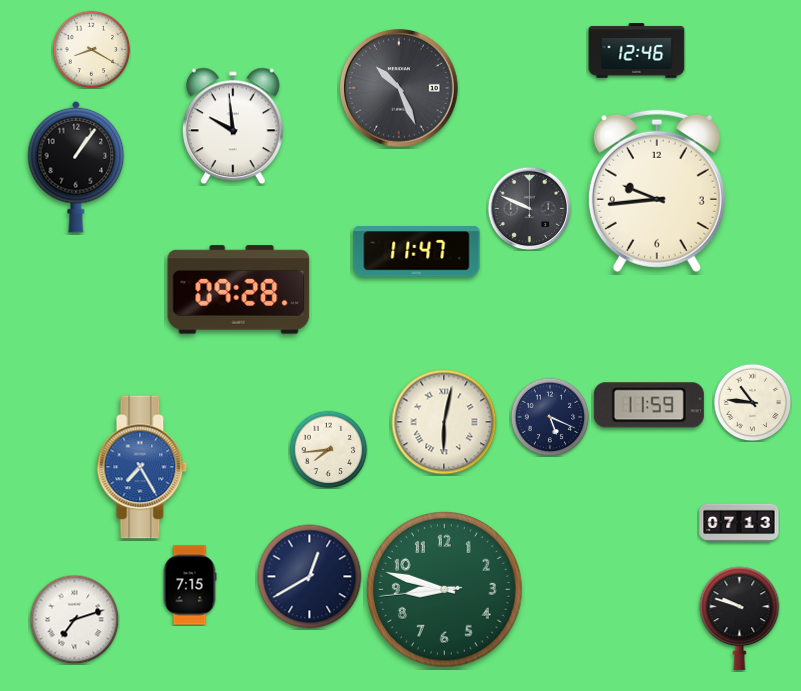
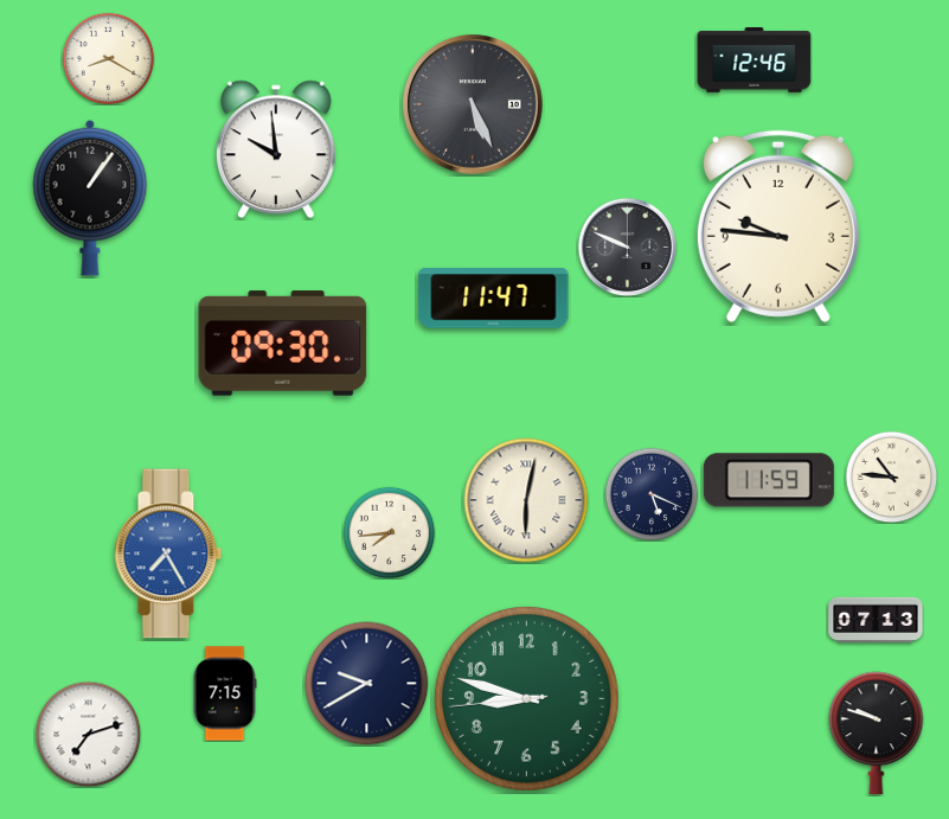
clock at (399, 88): 10:26 -> 5:26
clock at (657, 191): 9:44 -> 9:46
clock at (239, 290): 09:28 -> 09:30
clock at (310, 577): 12:40 -> 9:40
